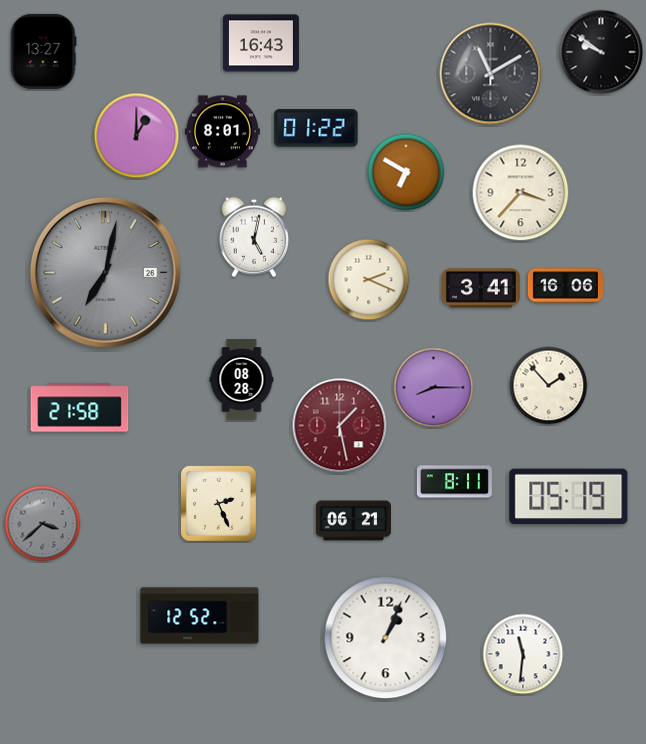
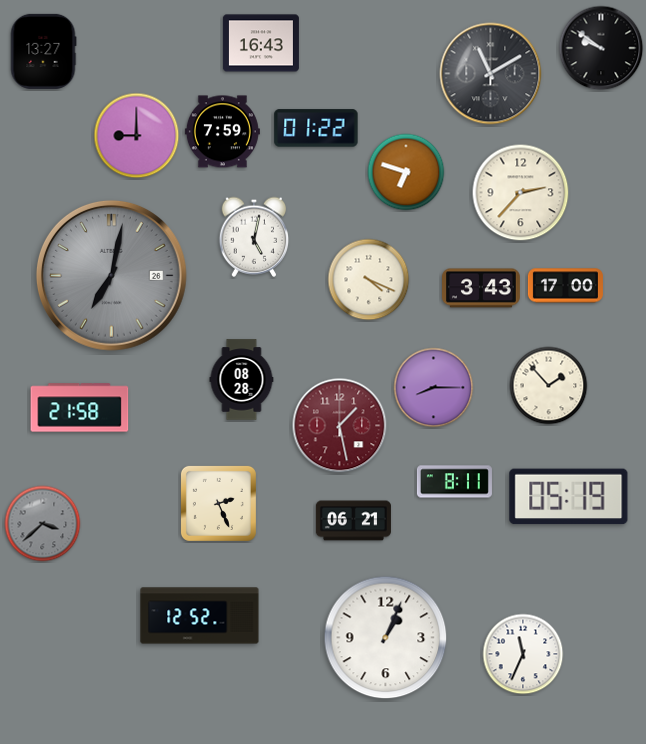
clock at (601, 52) position: (601, 52) -> (601, 48)
clock at (222, 132): 8:01 -> 7:59
clock at (137, 136): 1:00 -> 9:00
clock at (406, 172): 6:50 -> 6:48
clock at (521, 193): 3:37 -> 2:37
clock at (105, 272) position: (105, 272) -> (111, 275)
clock at (369, 280): 2:19 -> 4:19
clock at (565, 286): 16:06 -> 17:00
clock at (482, 288): 3:41 -> 3:43
clock at (523, 654): 11:31 -> 11:34
